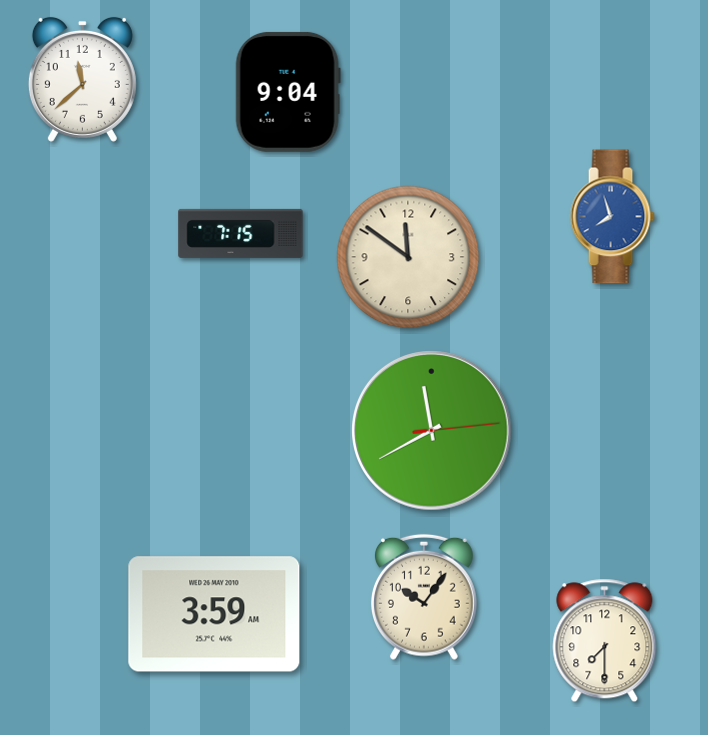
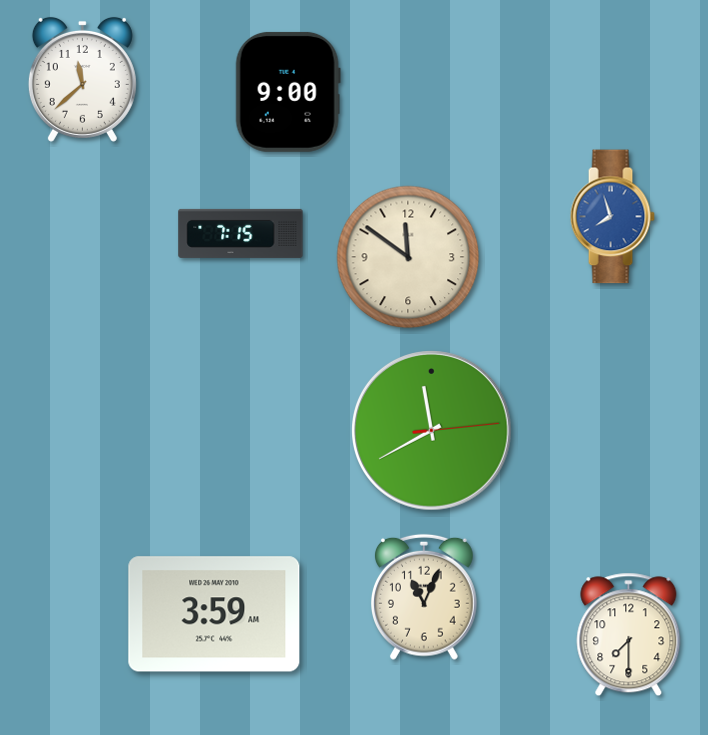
clock at (288, 92): 9:04 -> 9:00
clock at (424, 597): 10:06 -> 11:04
clock at (605, 641) position: (605, 641) -> (629, 635)
